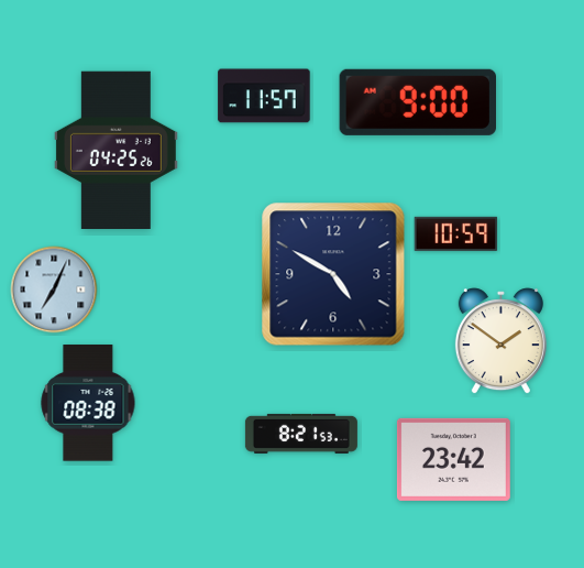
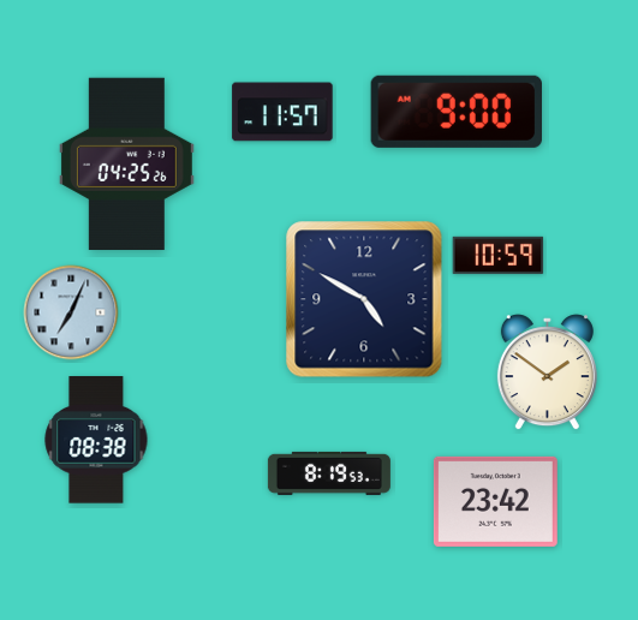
clock at (264, 96) position: (264, 96) -> (282, 112)
clock at (54, 290) position: (54, 290) -> (71, 312)
clock at (301, 434): 8:21 -> 8:19
